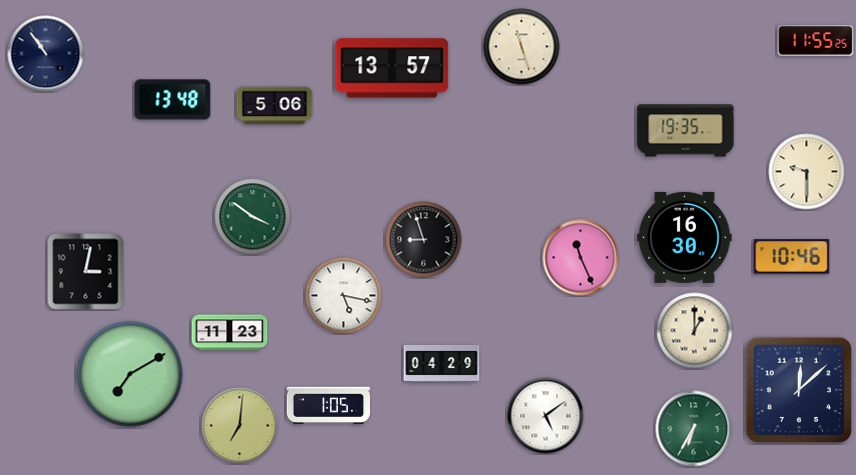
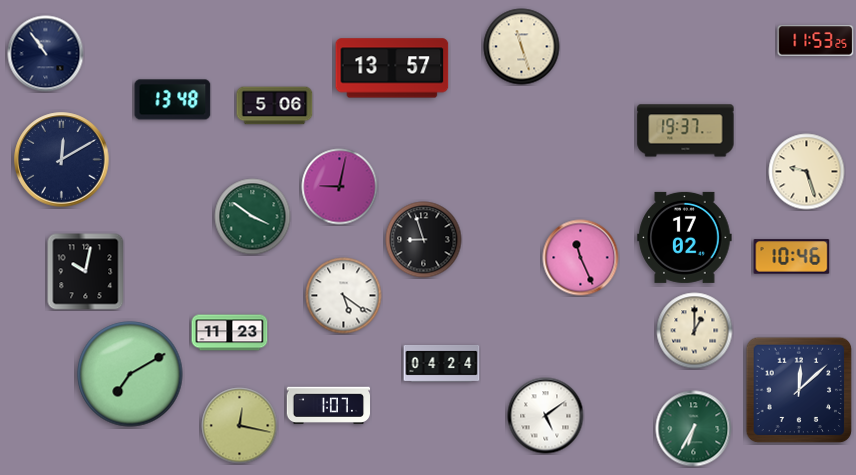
clock at (816, 41): 11:55 -> 11:53
clock at (686, 131): 19:35 -> 19:37
clock at (62, 160): none -> 12:10
clock at (807, 172): 9:30 -> 9:27
clock at (340, 187): none -> 9:02
clock at (685, 237): 16:30 -> 17:02
clock at (86, 272): 3:02 -> 10:02
clock at (344, 296): 5:17 -> 5:21
clock at (442, 363): 04:29 -> 04:24
clock at (328, 406): 1:05 -> 1:07
clock at (240, 426): 7:01 -> 12:17
